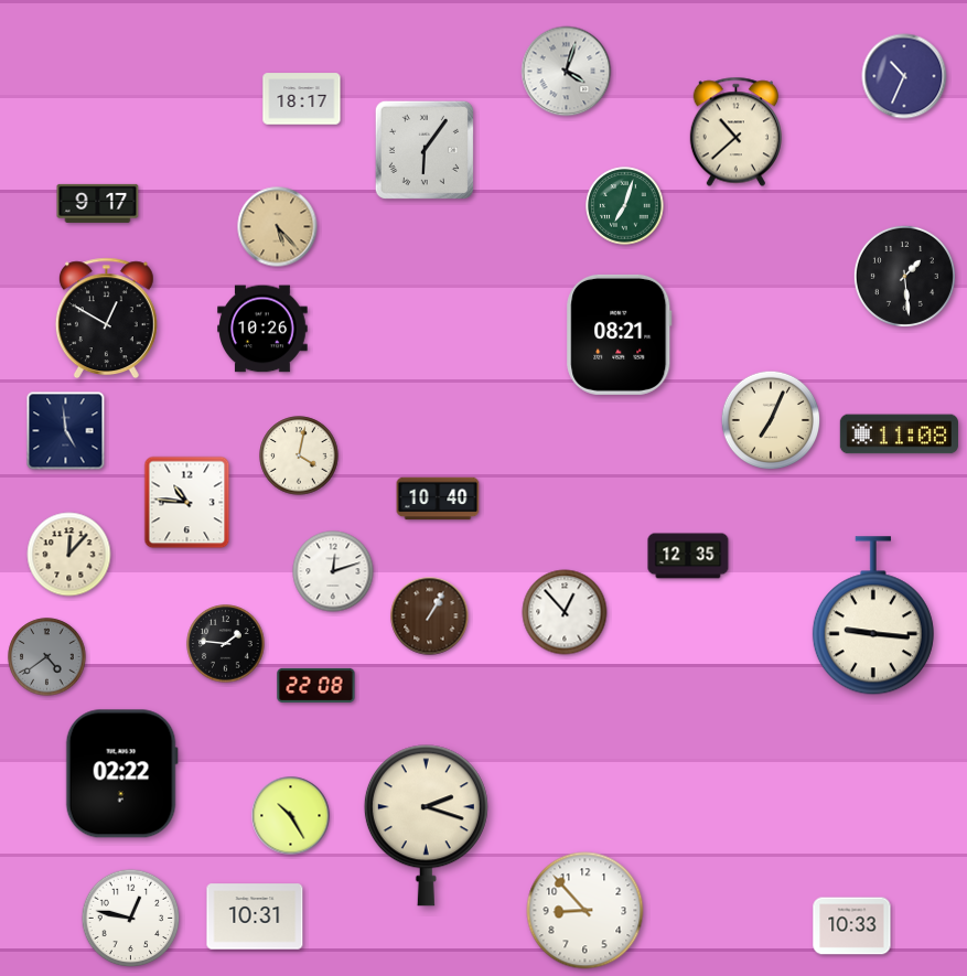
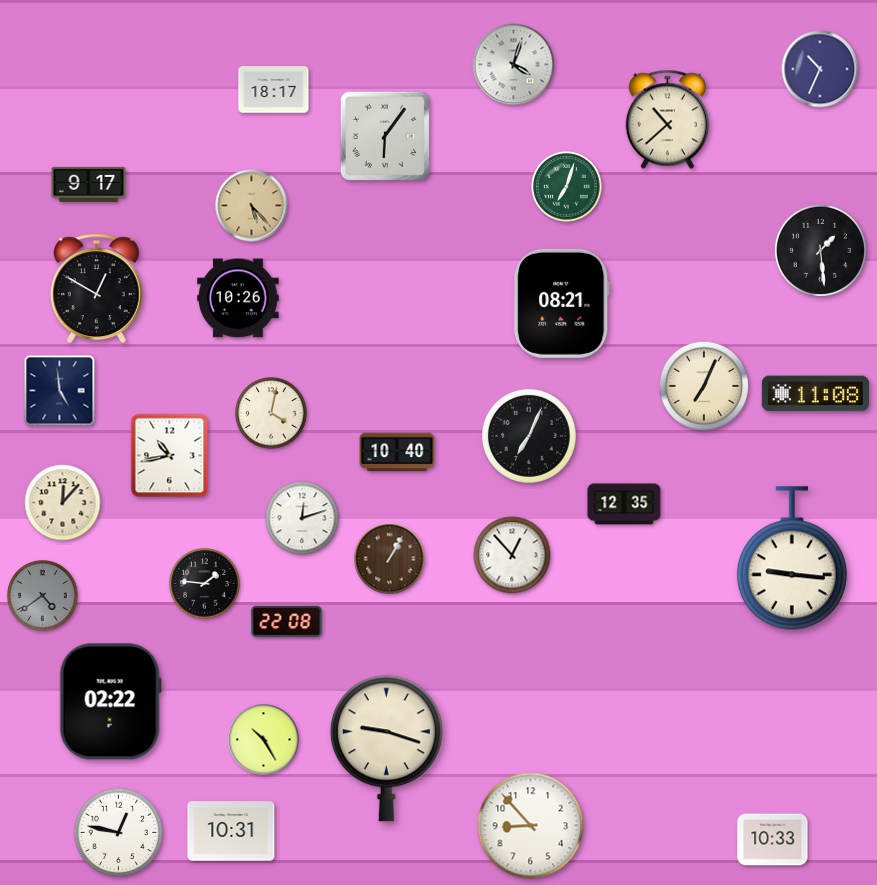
clock at (771, 420) position: (771, 420) -> (704, 386)
clock at (529, 436): none -> 7:04
clock at (187, 503): 10:46 -> 10:43
clock at (426, 826): 2:18 -> 9:18
